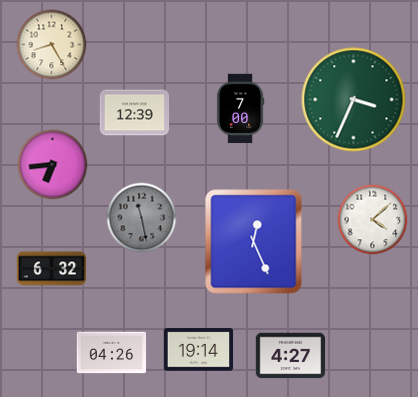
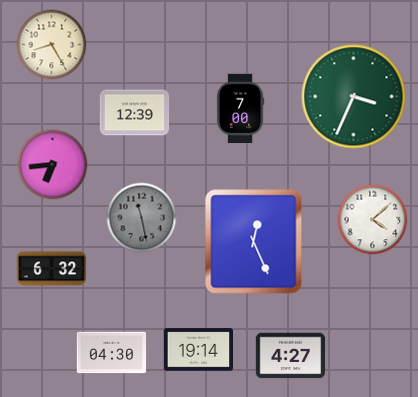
clock at (354, 100) position: (354, 100) -> (354, 97)
clock at (112, 353): 04:26 -> 04:30
